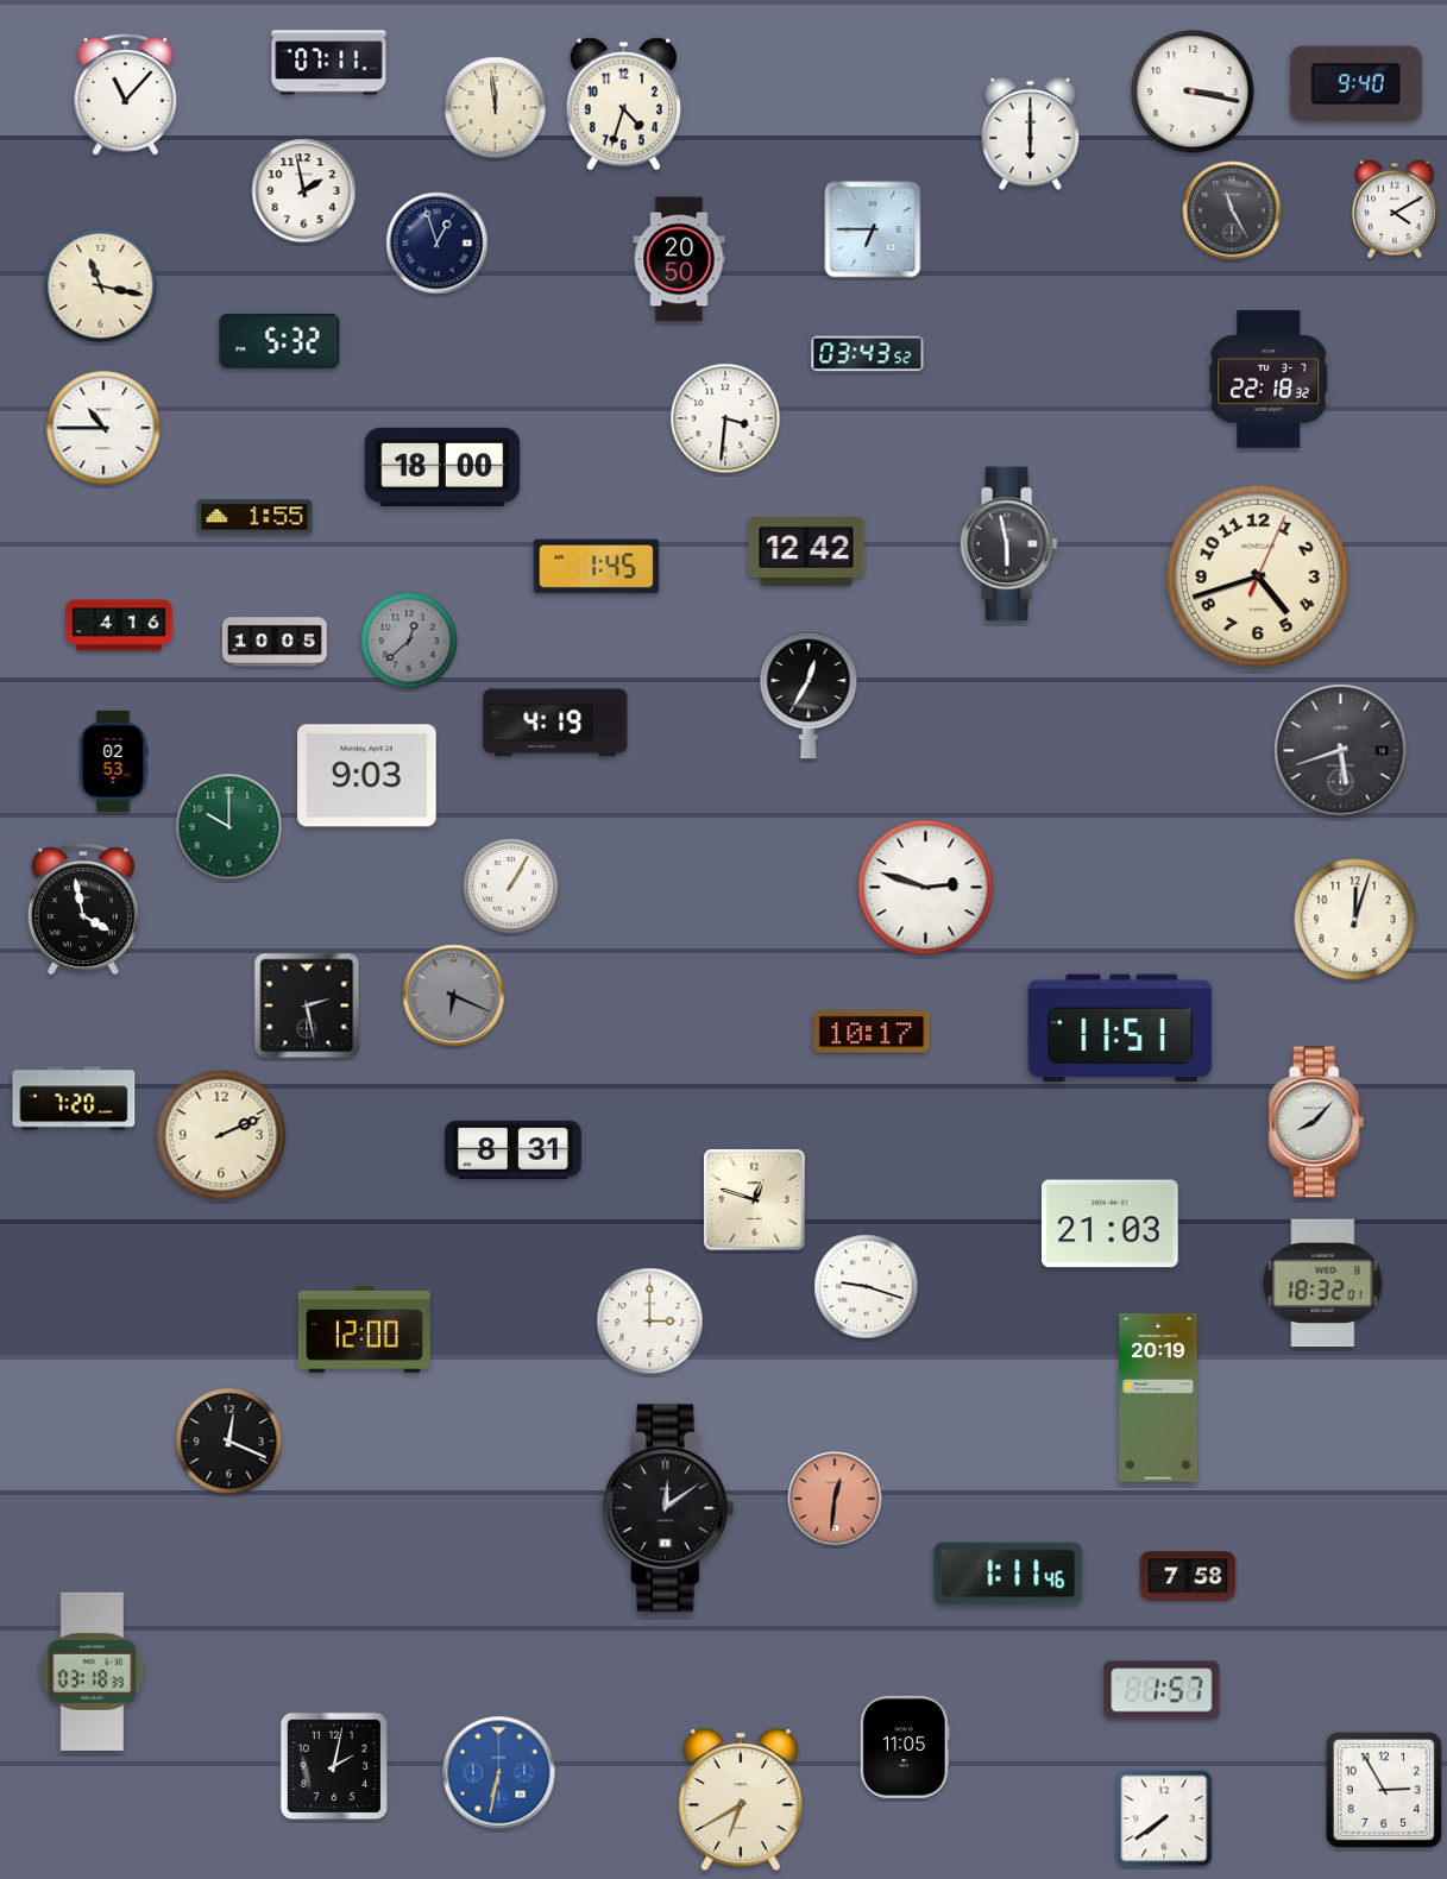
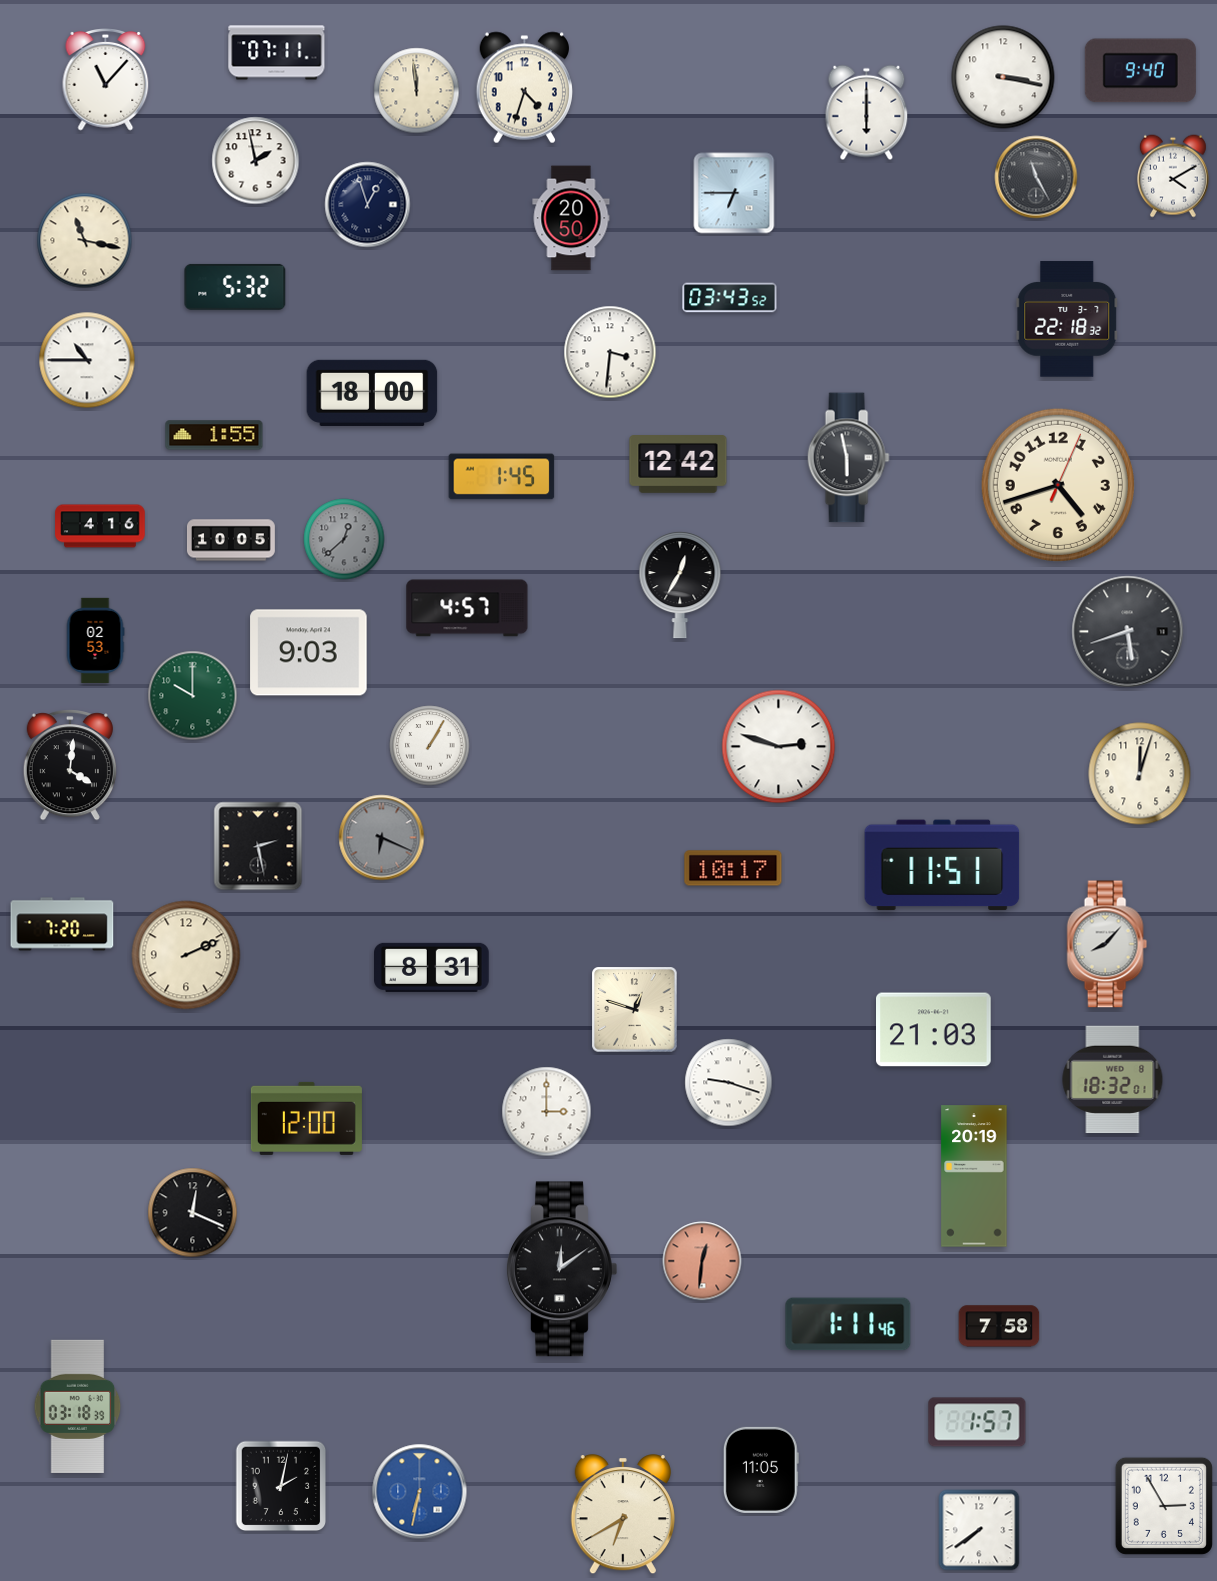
clock at (555, 723): 4:19 -> 4:57
clock at (83, 909): 3:58 -> 4:01
